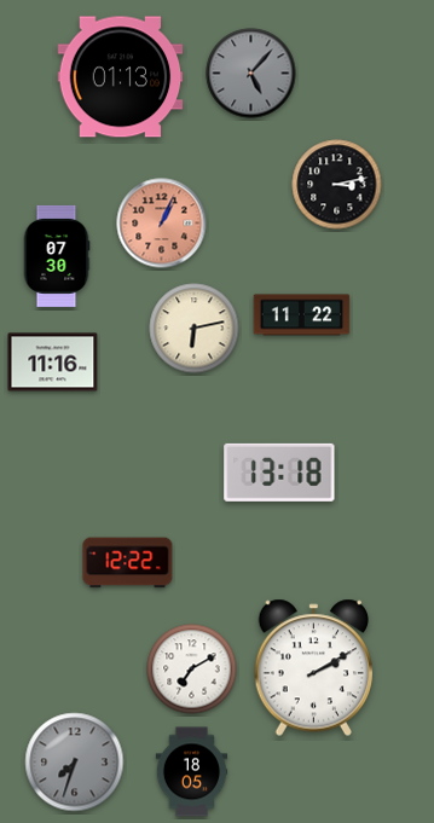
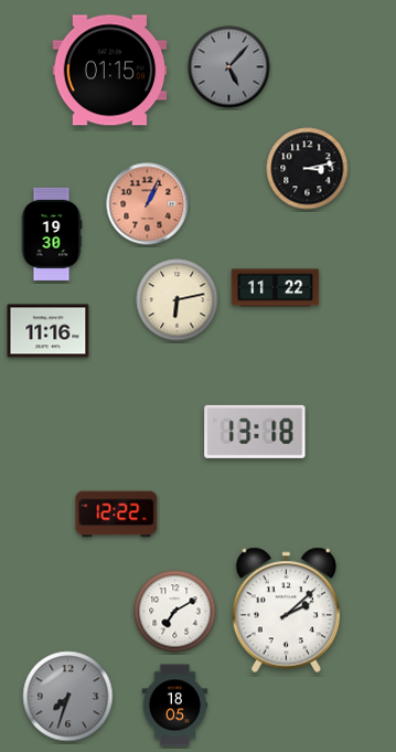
clock at (121, 77): 01:13 -> 01:15
clock at (57, 256): 07:30 -> 19:30
clock at (314, 668): 2:10 -> 2:08
